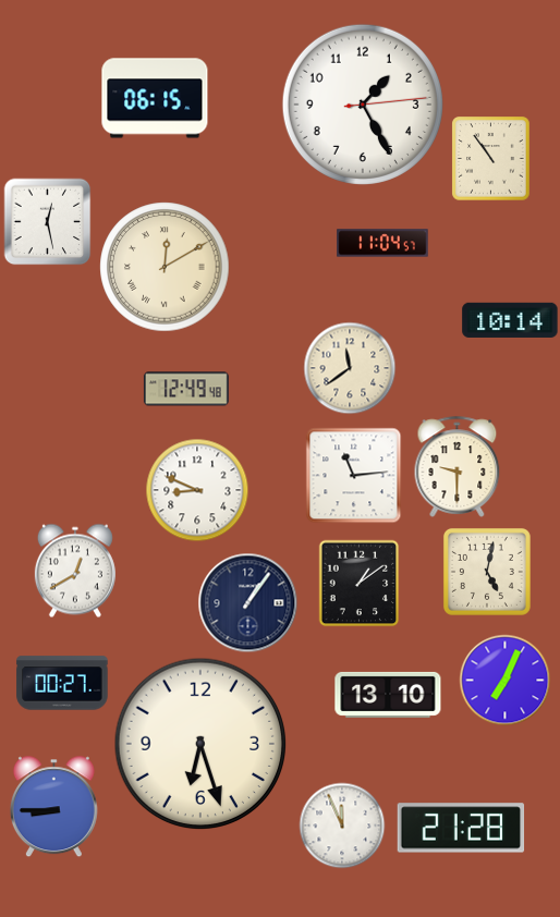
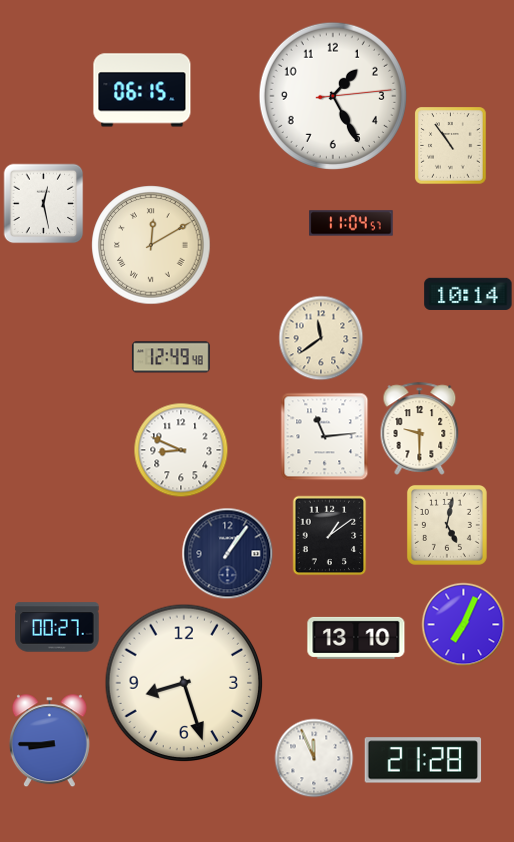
clock at (75, 571): 12:40 -> none
clock at (200, 744): 6:27 -> 8:27
